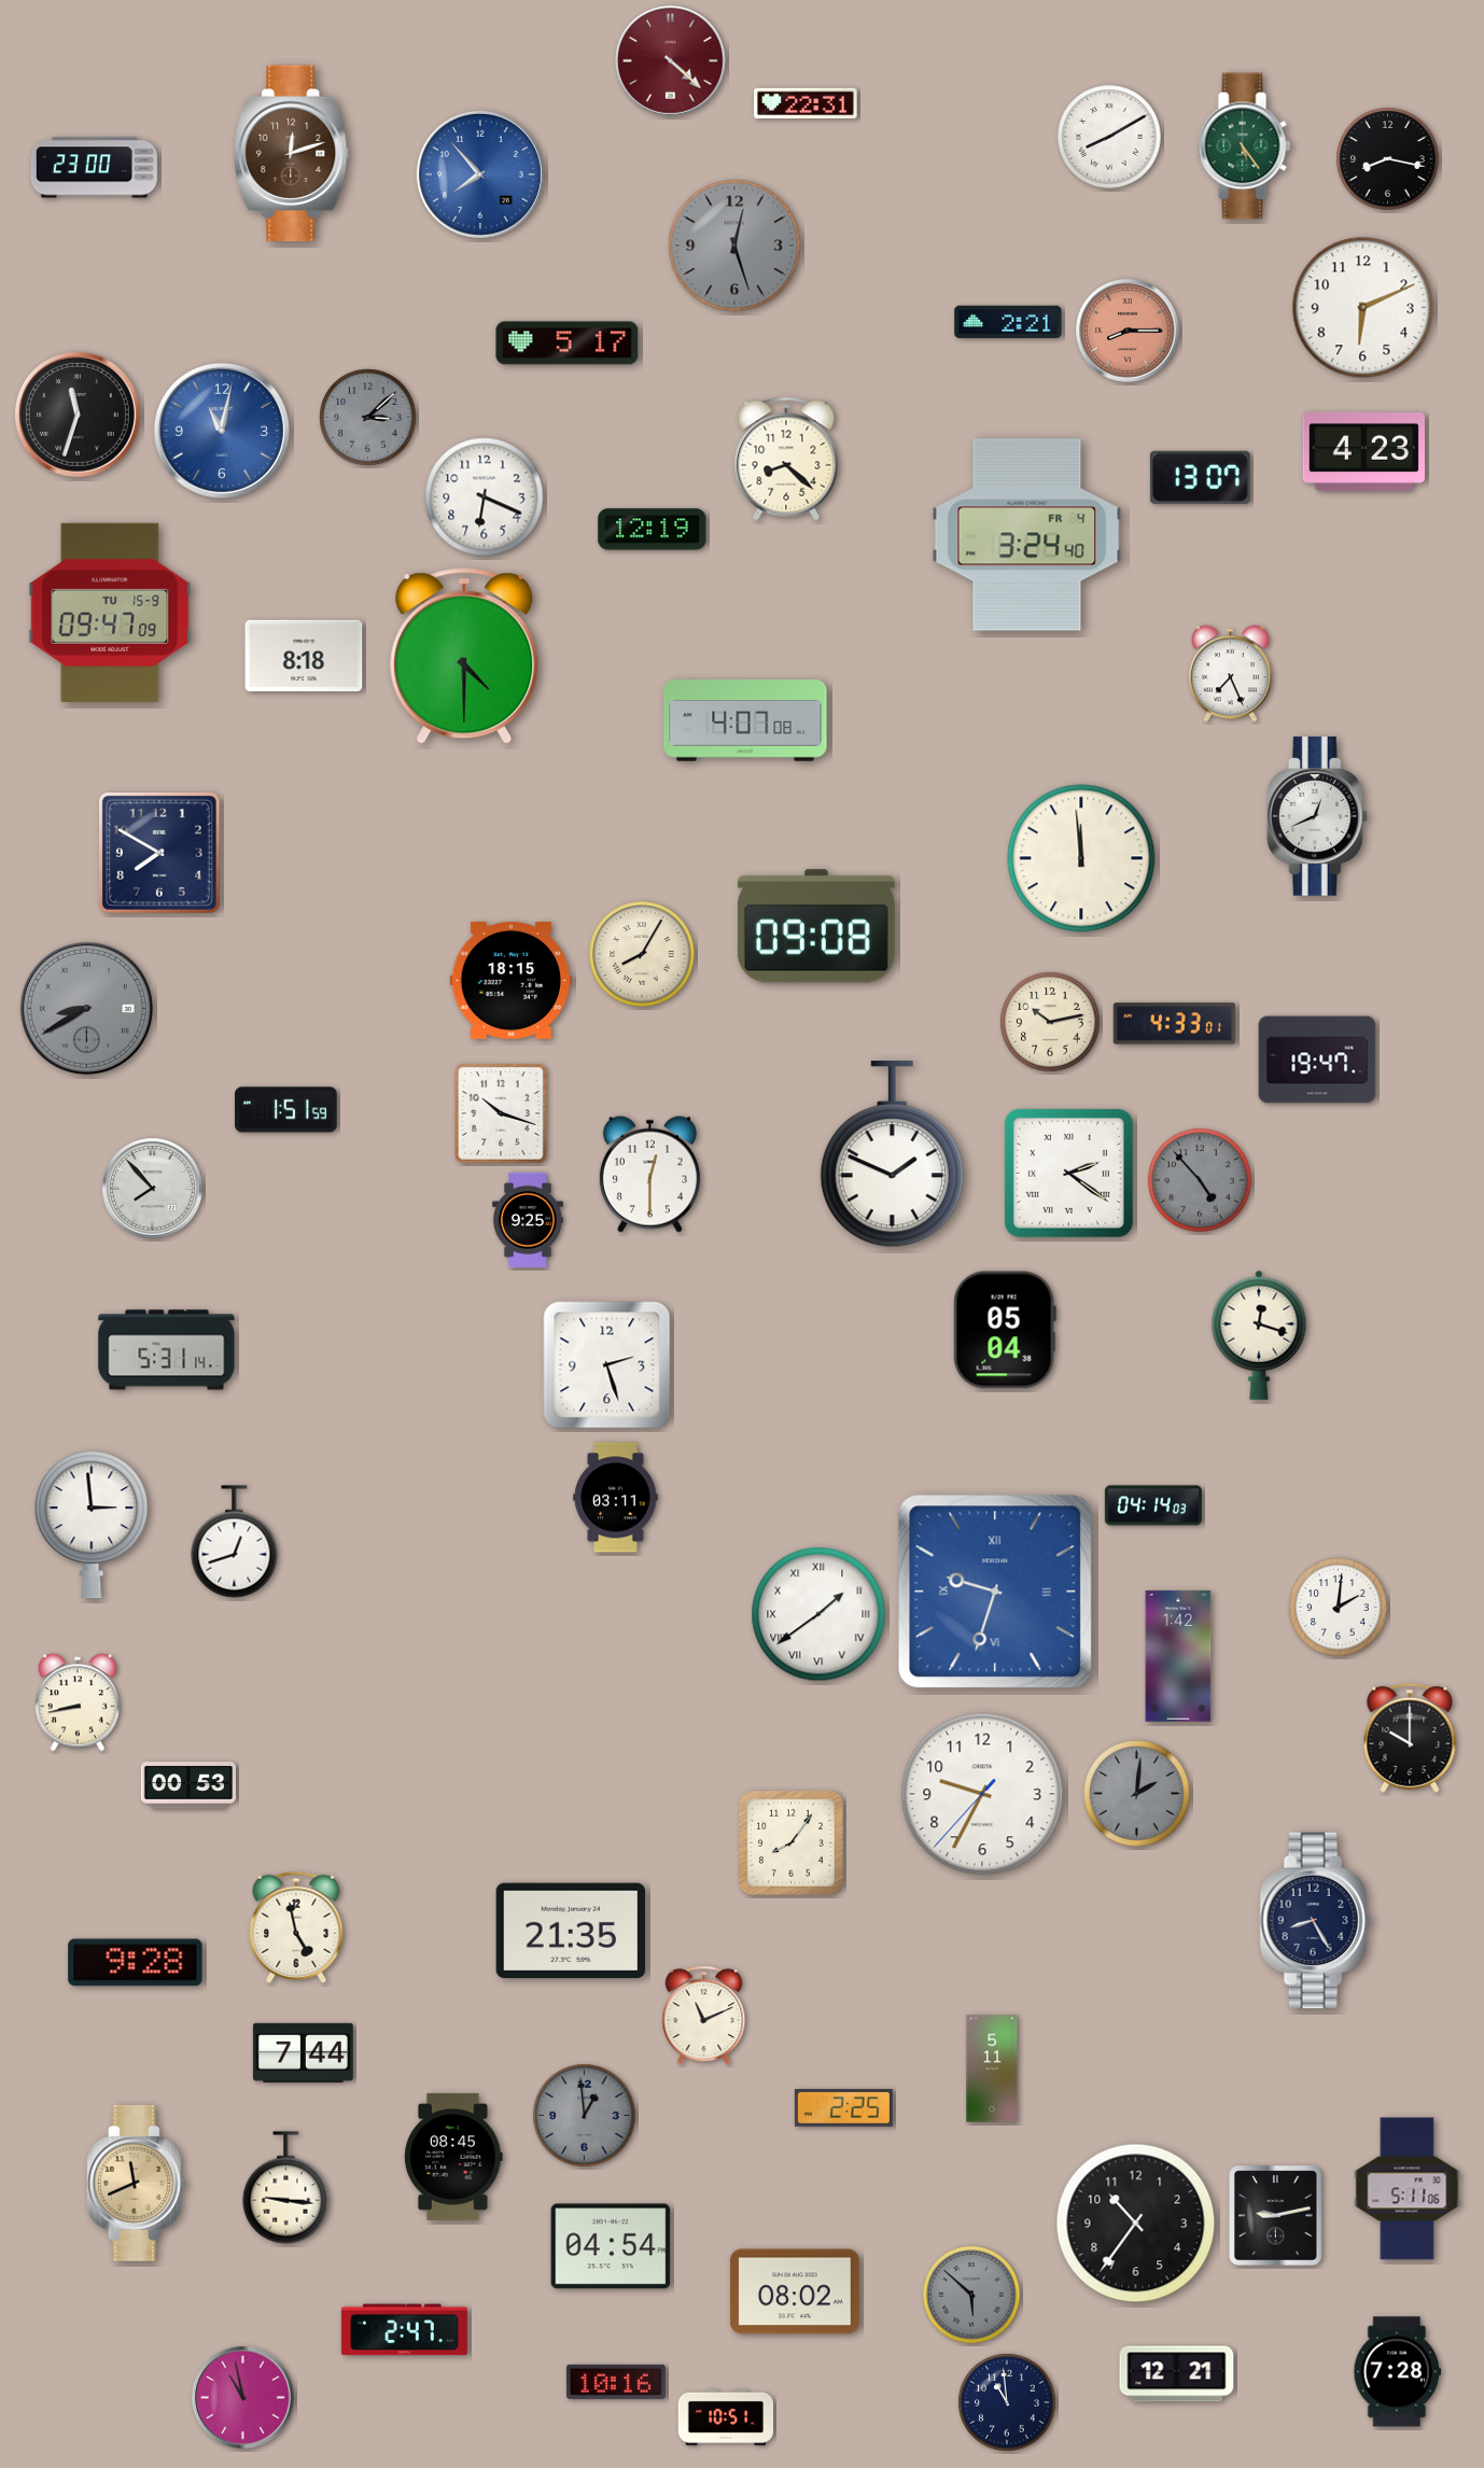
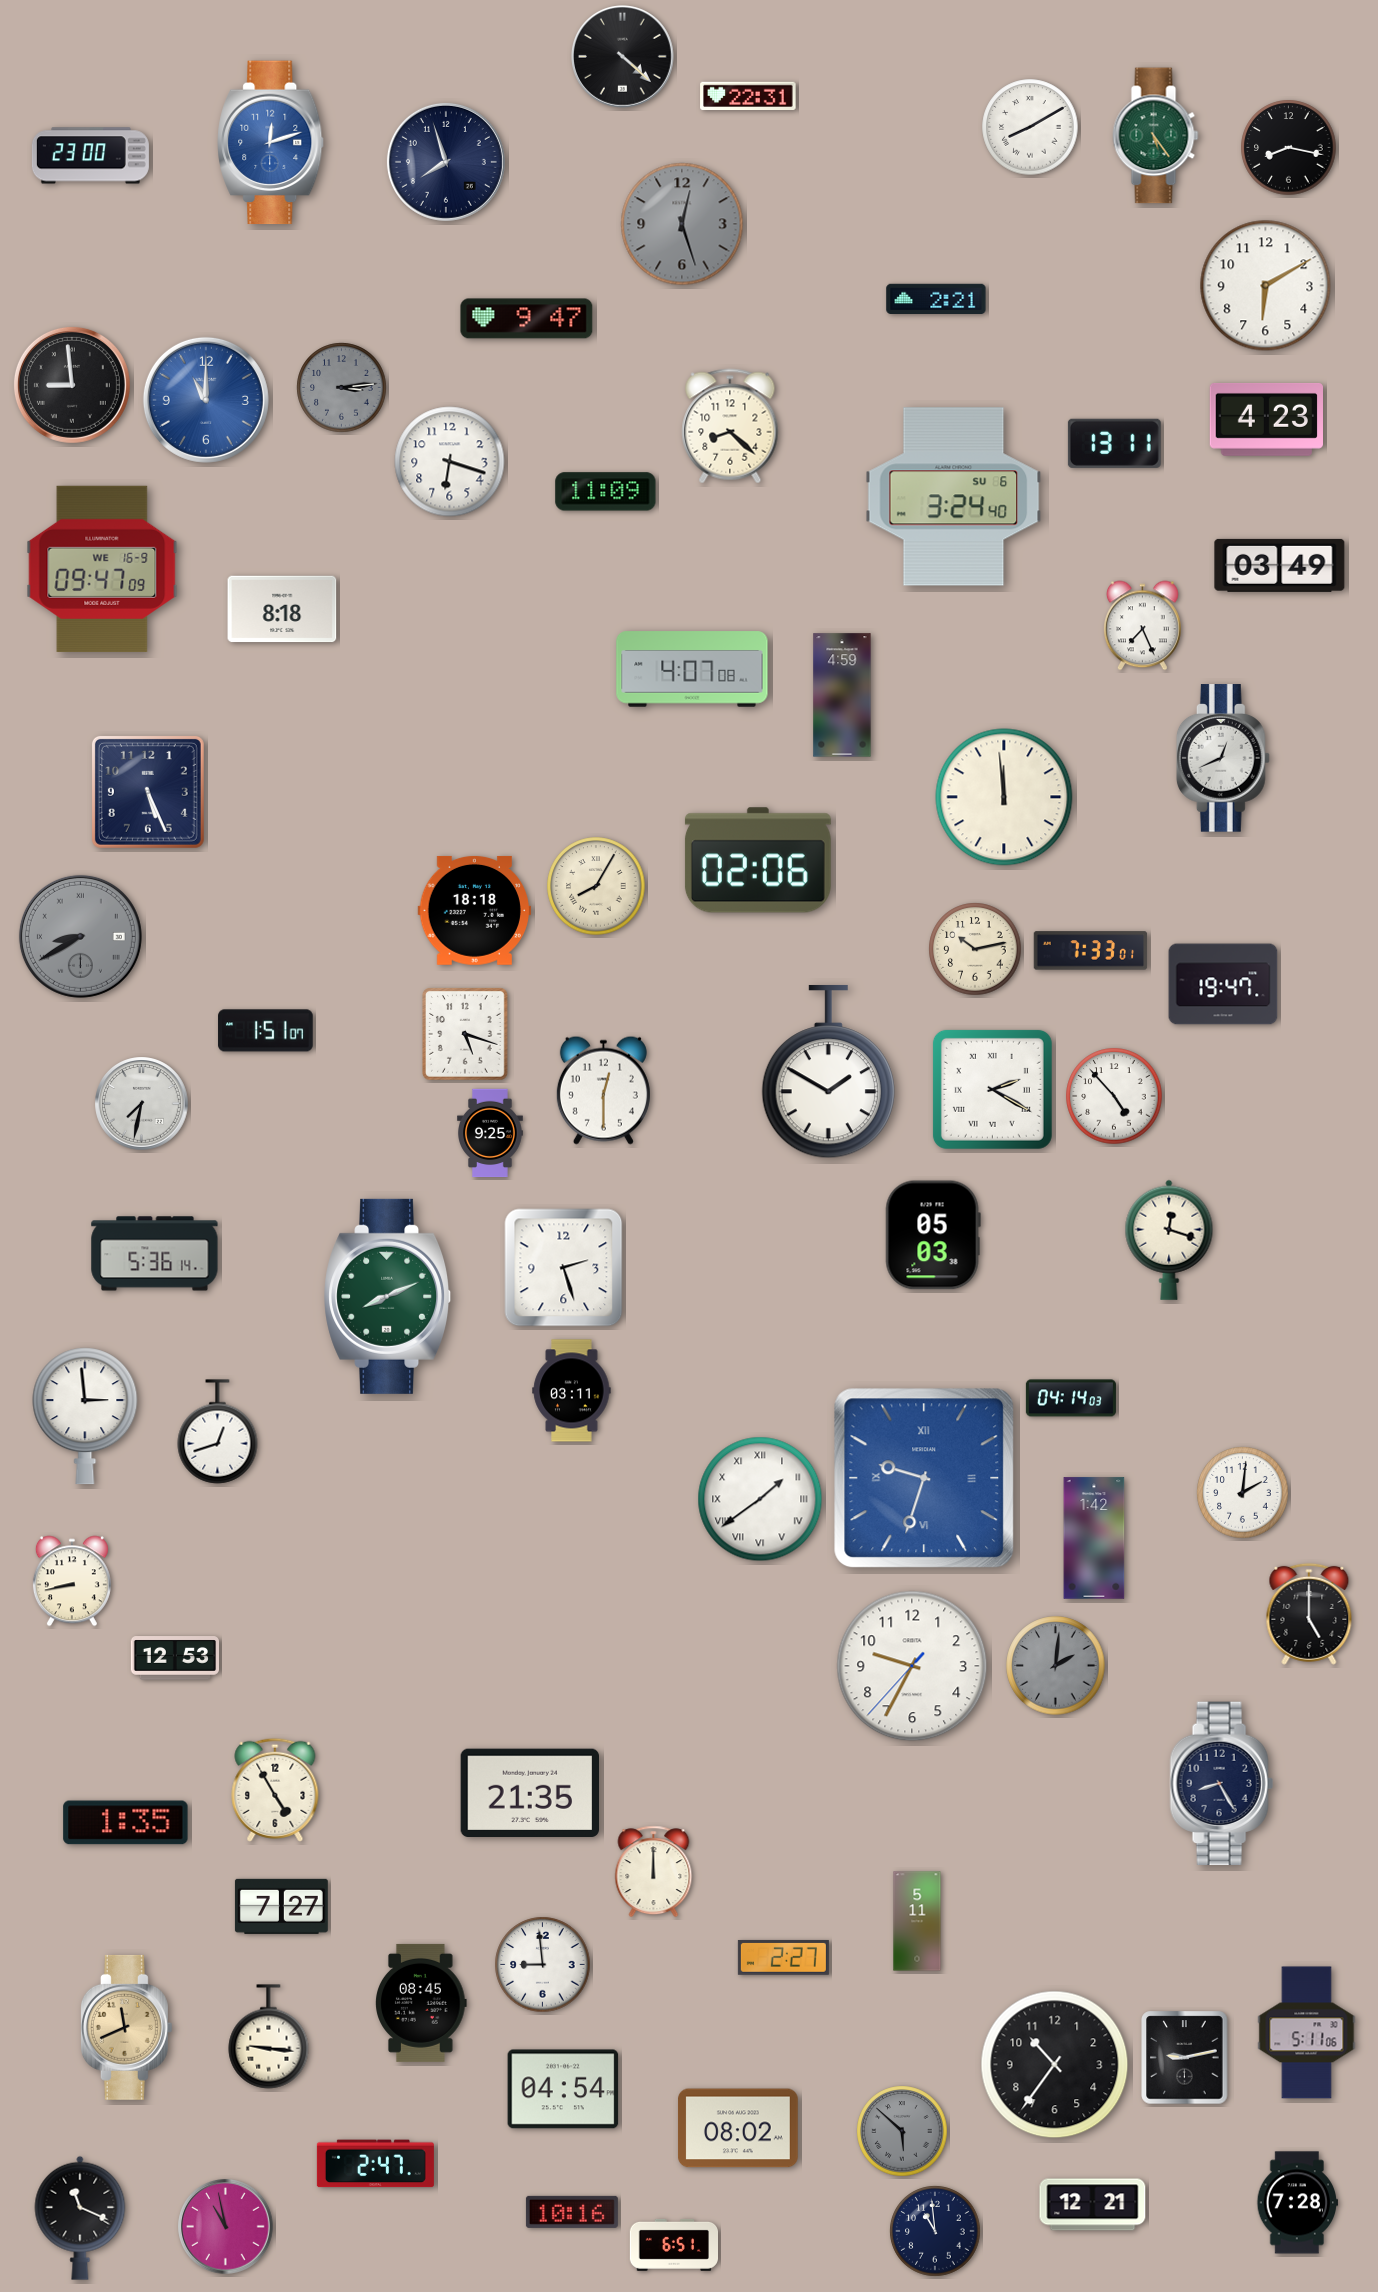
clock at (671, 61) dial: burgundy -> black
clock at (292, 154) dial: brown -> blue
clock at (94, 168) position: (94, 168) -> (90, 156)
clock at (480, 174): 7:53 -> 7:57
clock at (480, 174) dial: blue -> navy
clock at (734, 246) position: (734, 246) -> (682, 224)
clock at (1363, 308): 6:11 -> 6:10
clock at (1128, 331): 8:15 -> none
clock at (568, 343): 5:17 -> 9:47
clock at (78, 415): 11:33 -> 8:59
clock at (368, 418): 3:08 -> 3:14
clock at (222, 431): 11:02 -> 11:00
clock at (1200, 477): 13:07 -> 13:11
clock at (485, 497): 6:19 -> 6:18
clock at (653, 530): 12:19 -> 11:09
clock at (1027, 535) date: FR 4 -> SU 6
clock at (1280, 565): none -> 03:49
clock at (110, 613) date: TU 15-9 -> WE 16-9
clock at (464, 656): 4:30 -> none
clock at (842, 695): none -> 4:59
clock at (159, 853): 7:50 -> 5:26
clock at (816, 926): 09:08 -> 02:06
clock at (510, 980): 18:15 -> 18:18
clock at (1175, 1024): 4:33 -> 7:33
clock at (286, 1110): 1:51:59 -> 1:51:07
clock at (502, 1113): 10:18 -> 5:18
clock at (892, 1154): 1:49 -> 1:50
clock at (1068, 1173): 2:21 -> 2:20
clock at (1200, 1180) dial: grey -> white
clock at (153, 1189): 7:53 -> 7:32
clock at (1005, 1330): 05:04 -> 05:03
clock at (167, 1350): 5:31 -> 5:36
clock at (388, 1296): none -> 8:11
clock at (1410, 1738): 10:00 -> 5:00
clock at (187, 1785): 00:53 -> 12:53
clock at (790, 1842): 8:06 -> none
clock at (296, 1927): 4:58 -> 4:55
clock at (136, 1963): 9:28 -> 1:35
clock at (704, 2016): 11:11 -> 12:00
clock at (303, 2052): 7:44 -> 7:27
clock at (992, 2069) position: (992, 2069) -> (917, 1921)
clock at (843, 2107): 2:25 -> 2:27
clock at (585, 2116): 12:59 -> 8:59
clock at (585, 2116) dial: grey -> white
clock at (286, 2188) position: (286, 2188) -> (269, 2037)
clock at (611, 2246) position: (611, 2246) -> (563, 2089)
clock at (80, 2218): none -> 11:19
clock at (725, 2417): 10:51 -> 6:51
